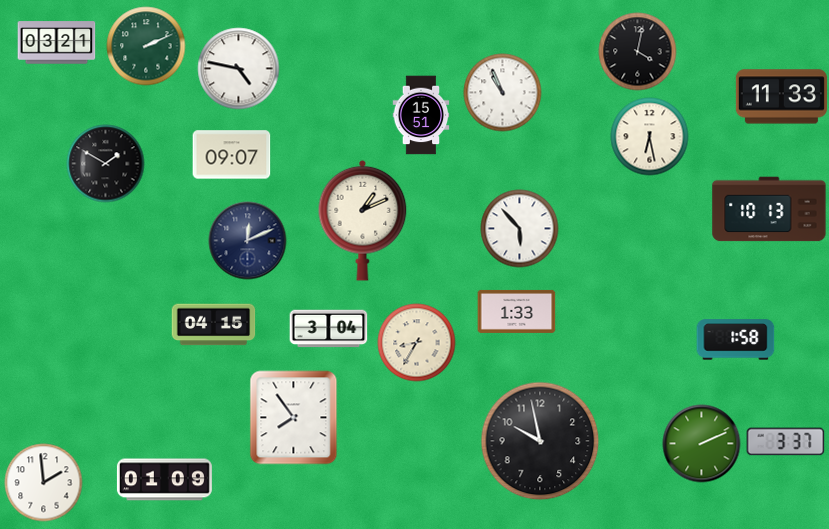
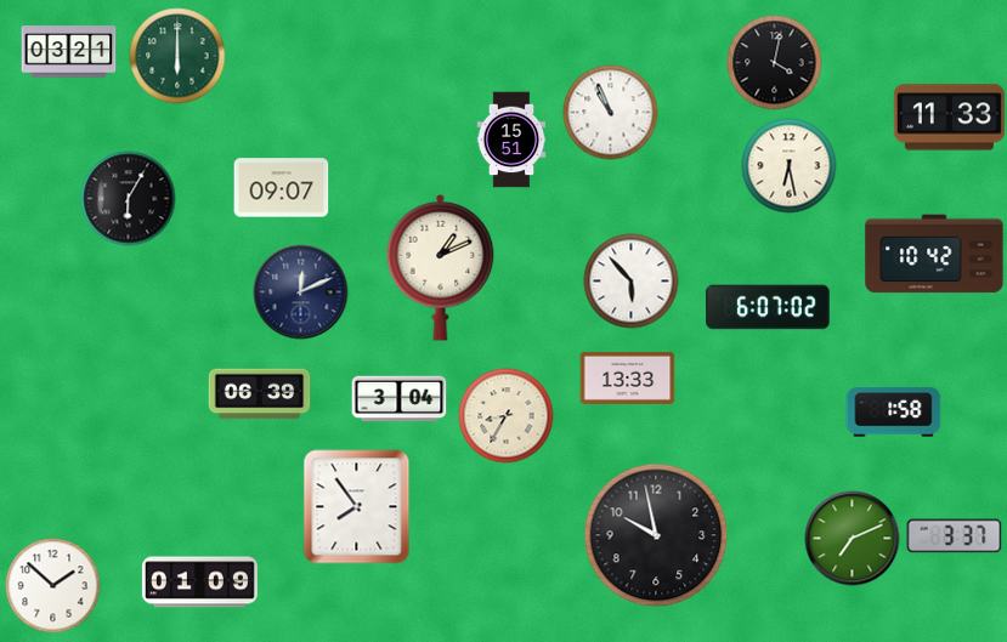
clock at (146, 46): 2:11 -> 6:00
clock at (238, 68): 4:47 -> none
clock at (105, 163): 1:50 -> 6:05
clock at (769, 209): 10:13 -> 10:42
clock at (519, 228) position: (519, 228) -> (630, 280)
clock at (768, 307): none -> 6:07
clock at (516, 311): 1:33 -> 13:33
clock at (213, 325): 04:15 -> 06:39
clock at (701, 443): 2:11 -> 7:11
clock at (43, 482): 1:59 -> 1:52
